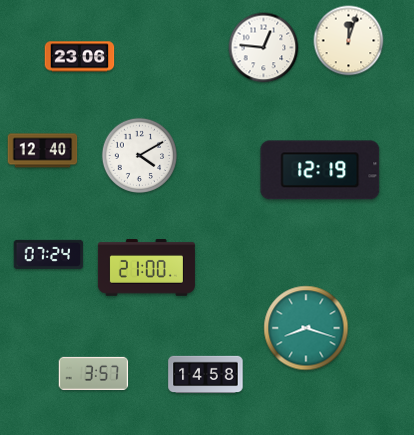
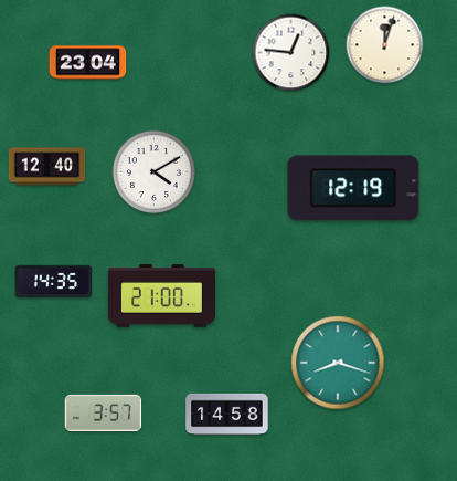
clock at (80, 57): 23:06 -> 23:04
clock at (49, 254): 07:24 -> 14:35
